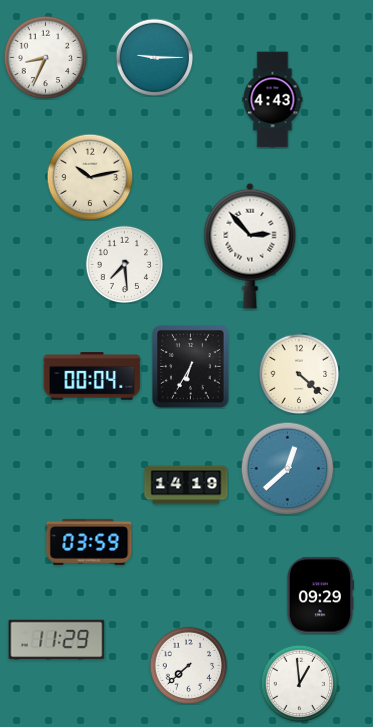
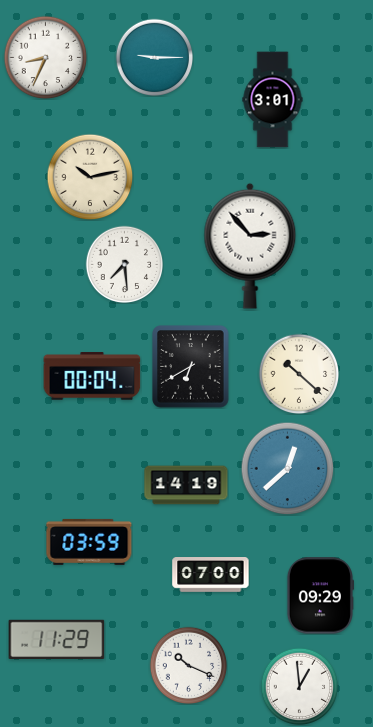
clock at (273, 100): 4:43 -> 3:01
clock at (191, 367): 6:35 -> 6:40
clock at (299, 374): 4:22 -> 10:22
clock at (211, 575): none -> 07:00
clock at (188, 665): 7:38 -> 10:19
clock at (299, 683) position: (299, 683) -> (299, 686)
